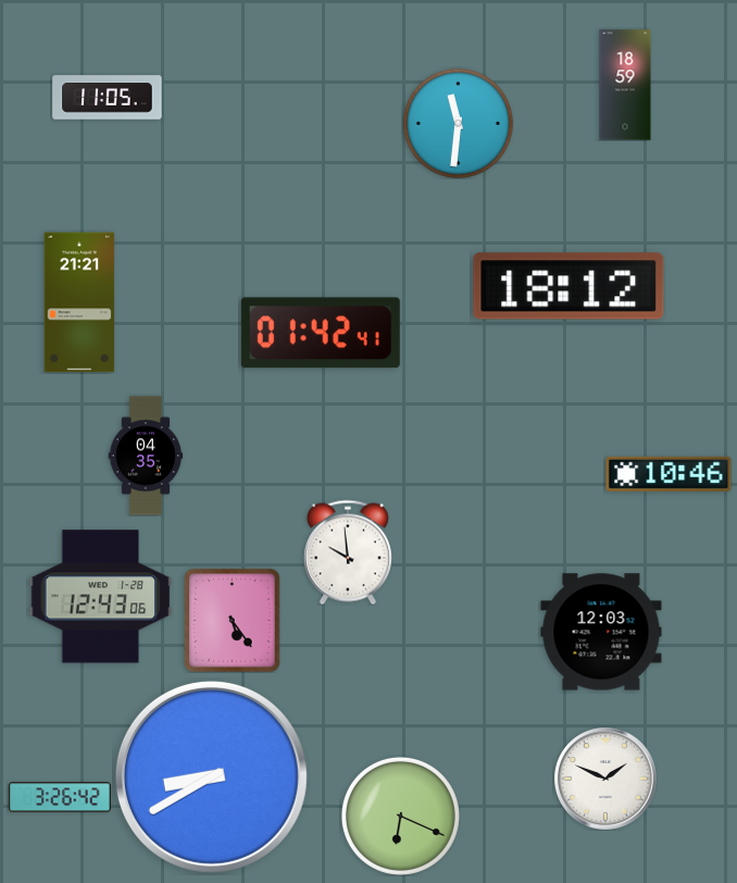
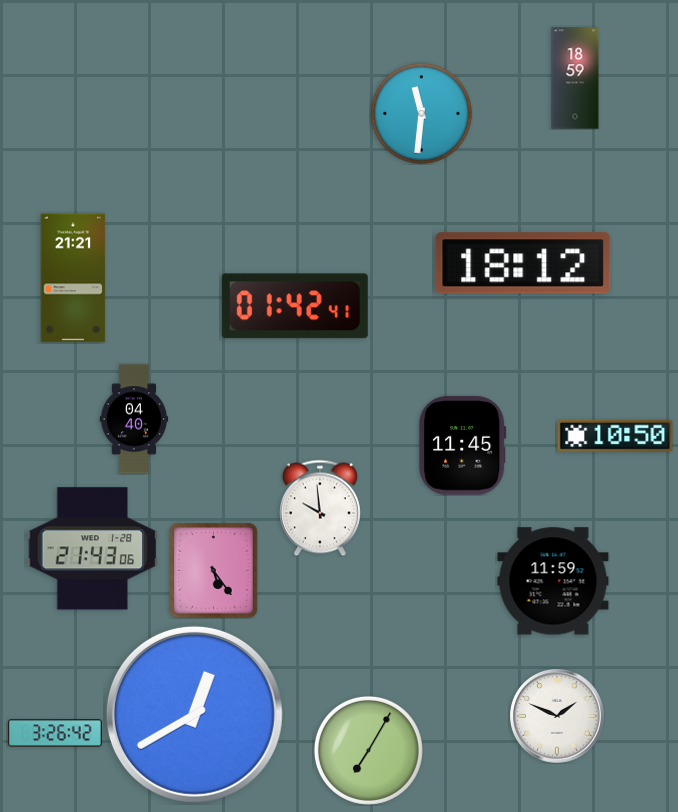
clock at (108, 98): 11:05 -> none
clock at (146, 456): 04:35 -> 04:40
clock at (669, 474): 10:46 -> 10:50
clock at (463, 446): none -> 11:45
clock at (101, 597): 12:43 -> 21:43
clock at (601, 632): 12:03 -> 11:59
clock at (211, 776): 8:40 -> 12:40
clock at (400, 816): 6:19 -> 7:05
